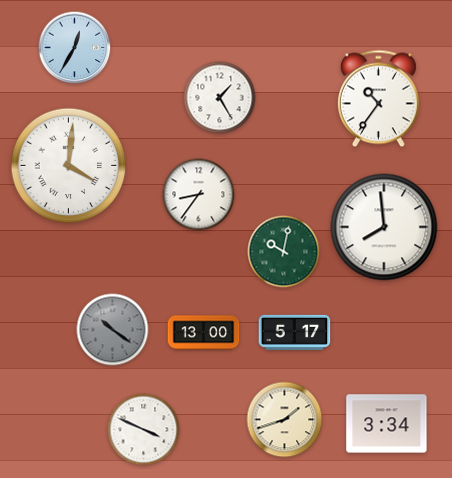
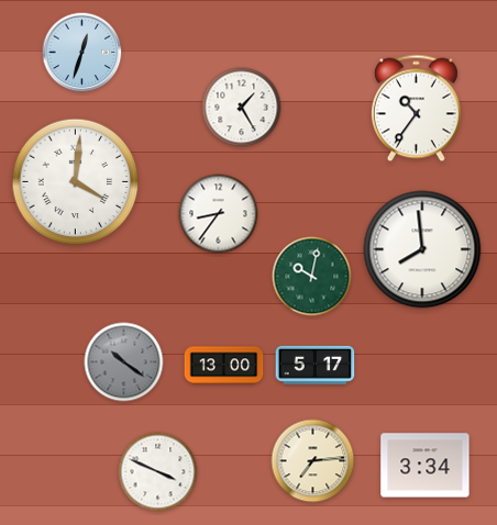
clock at (75, 48): 12:35 -> 12:33
clock at (295, 332) position: (295, 332) -> (316, 365)
clock at (285, 420): 1:42 -> 7:14
